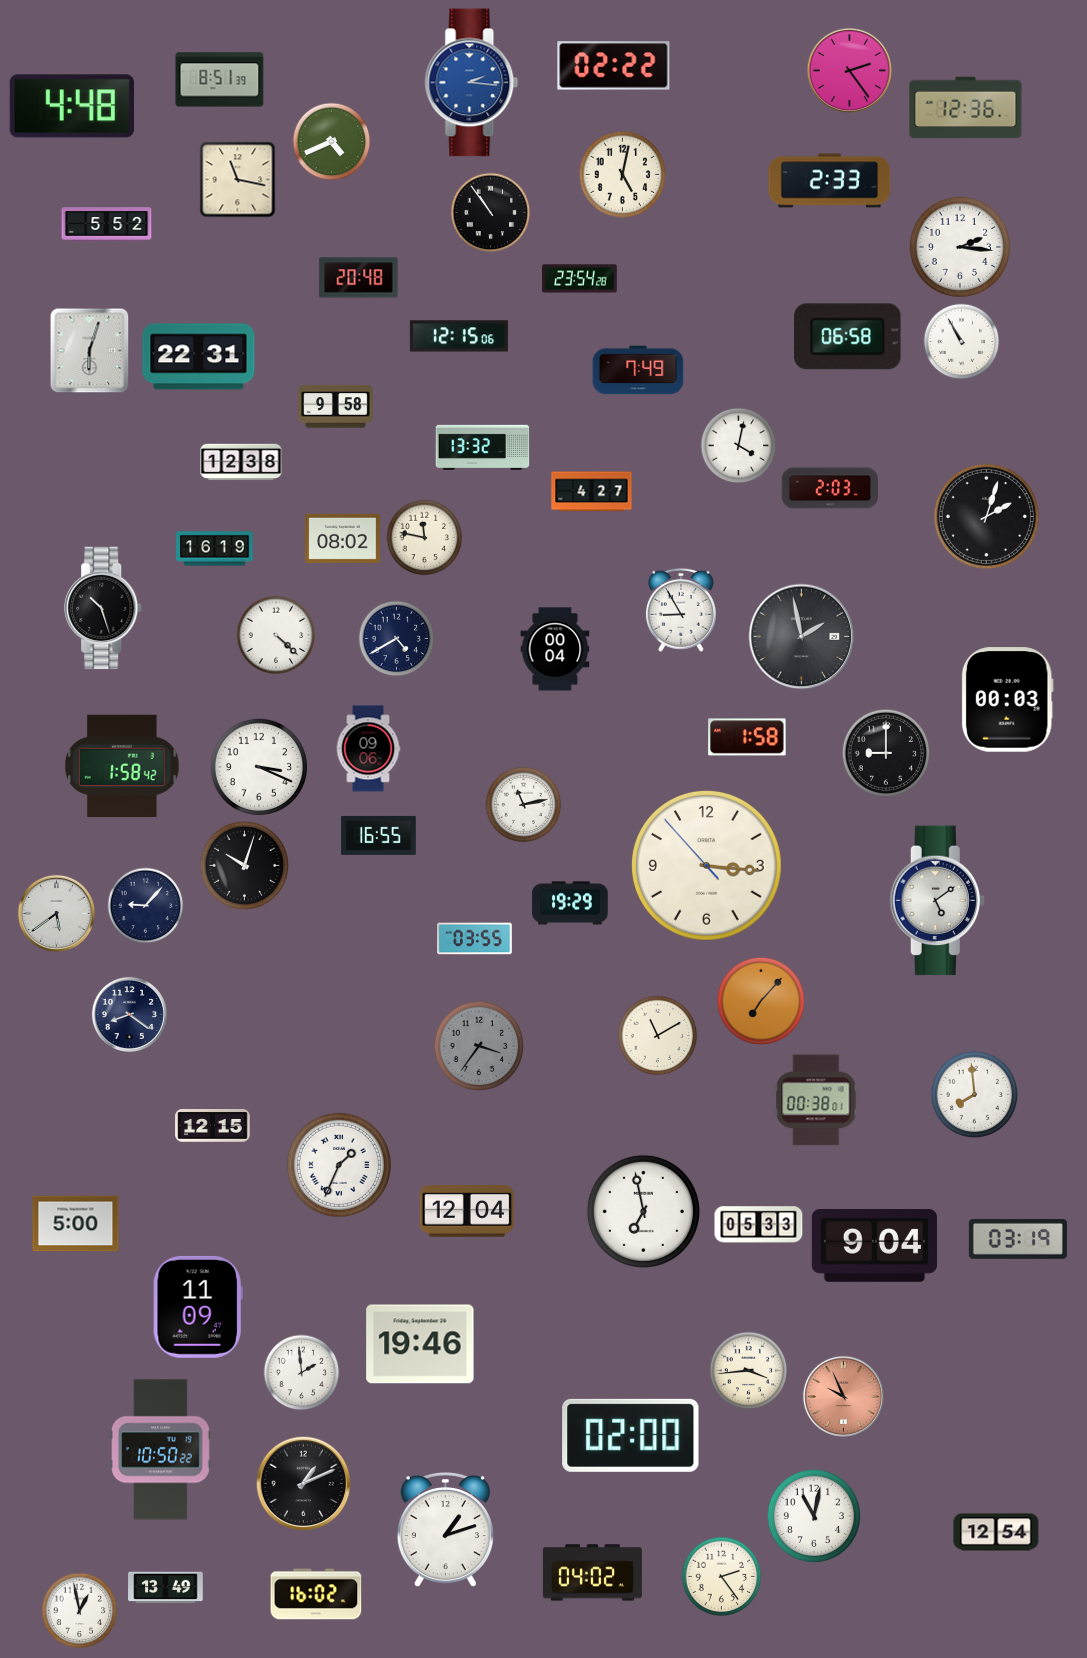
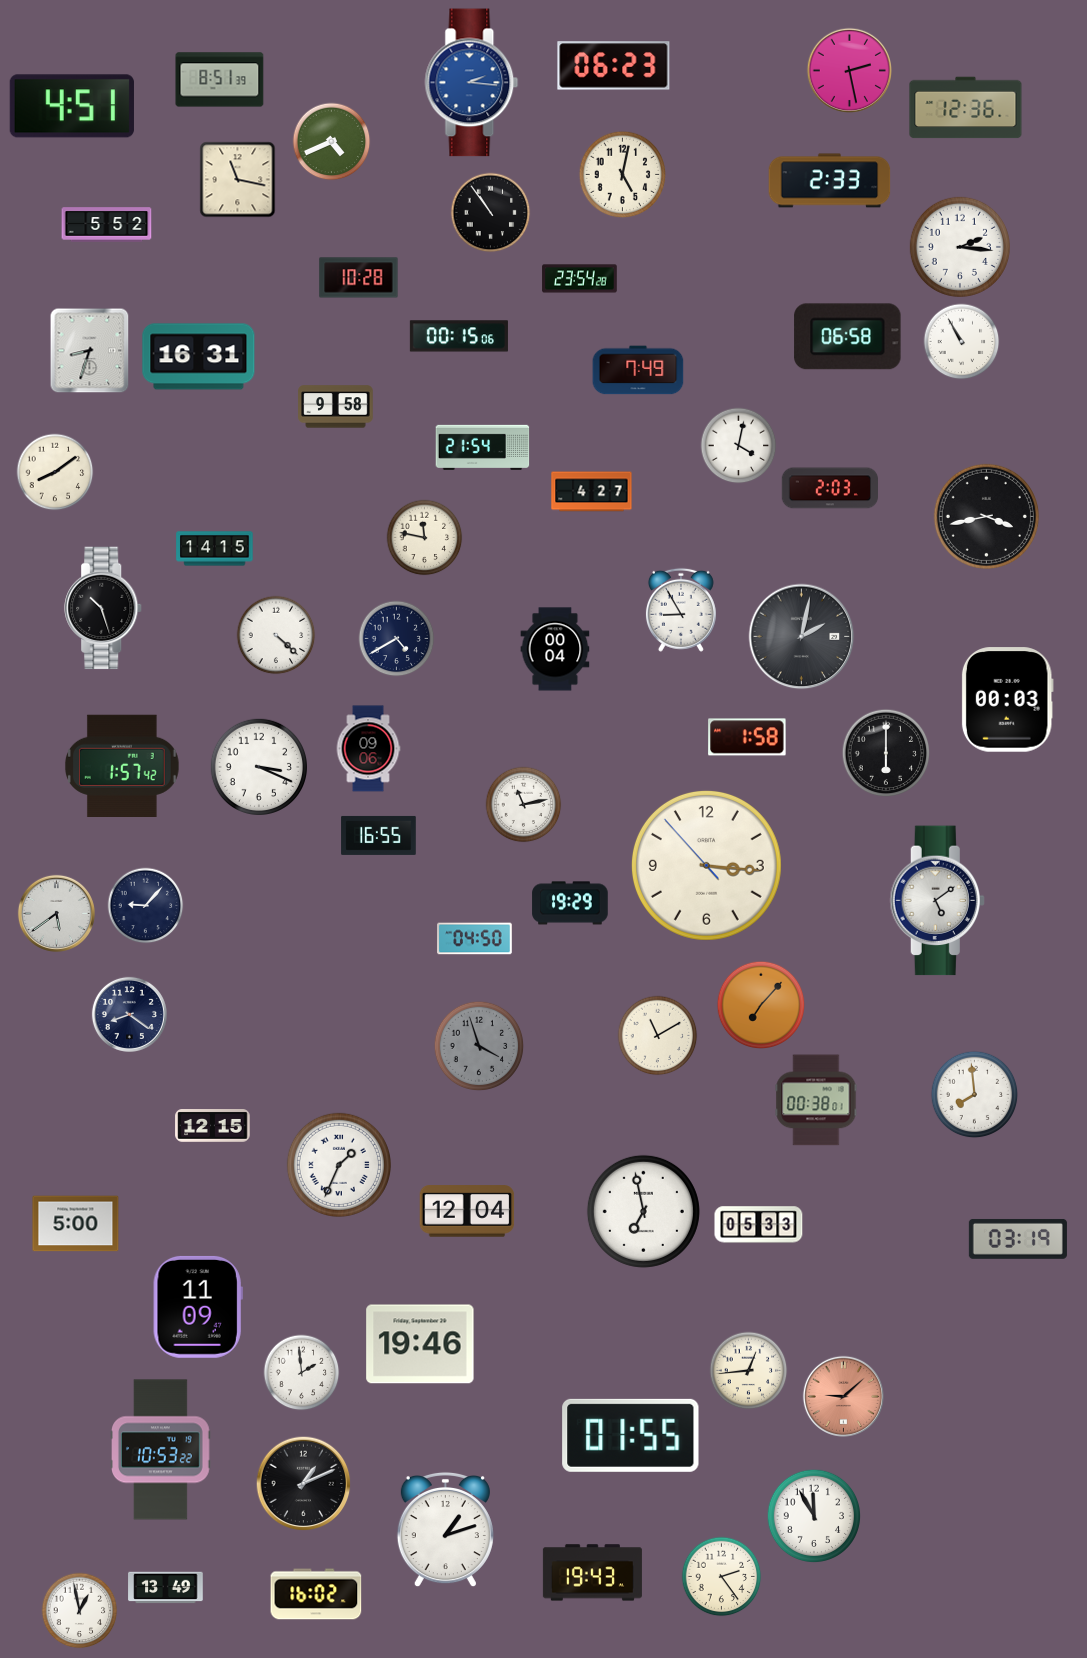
clock at (614, 66): 02:22 -> 06:23
clock at (849, 70): 2:24 -> 2:28
clock at (72, 106): 4:48 -> 4:51
clock at (359, 278): 20:48 -> 10:28
clock at (459, 336): 12:15 -> 00:15
clock at (90, 351): 6:03 -> 8:33
clock at (199, 357): 22:31 -> 16:31
clock at (483, 447): 13:32 -> 21:54
clock at (241, 462): 12:38 -> none
clock at (55, 472): none -> 8:09
clock at (986, 516): 2:03 -> 3:43
clock at (343, 538): 08:02 -> none
clock at (215, 549): 16:19 -> 14:15
clock at (802, 637): 1:58 -> 2:02
clock at (886, 753): 9:00 -> 6:00
clock at (122, 765): 1:58 -> 1:57
clock at (245, 866): 10:03 -> none
clock at (475, 939): 03:55 -> 04:50
clock at (761, 1001) position: (761, 1001) -> (761, 1005)
clock at (479, 1046): 3:36 -> 3:57
clock at (874, 1246): 9:04 -> none
clock at (749, 1371): 3:44 -> 12:44
clock at (843, 1396): 9:56 -> 9:08
clock at (631, 1435): 02:00 -> 01:55
clock at (161, 1450): 10:50 -> 10:53
clock at (814, 1516): 11:02 -> 11:55
clock at (996, 1532): 12:54 -> none
clock at (592, 1573): 04:02 -> 19:43
